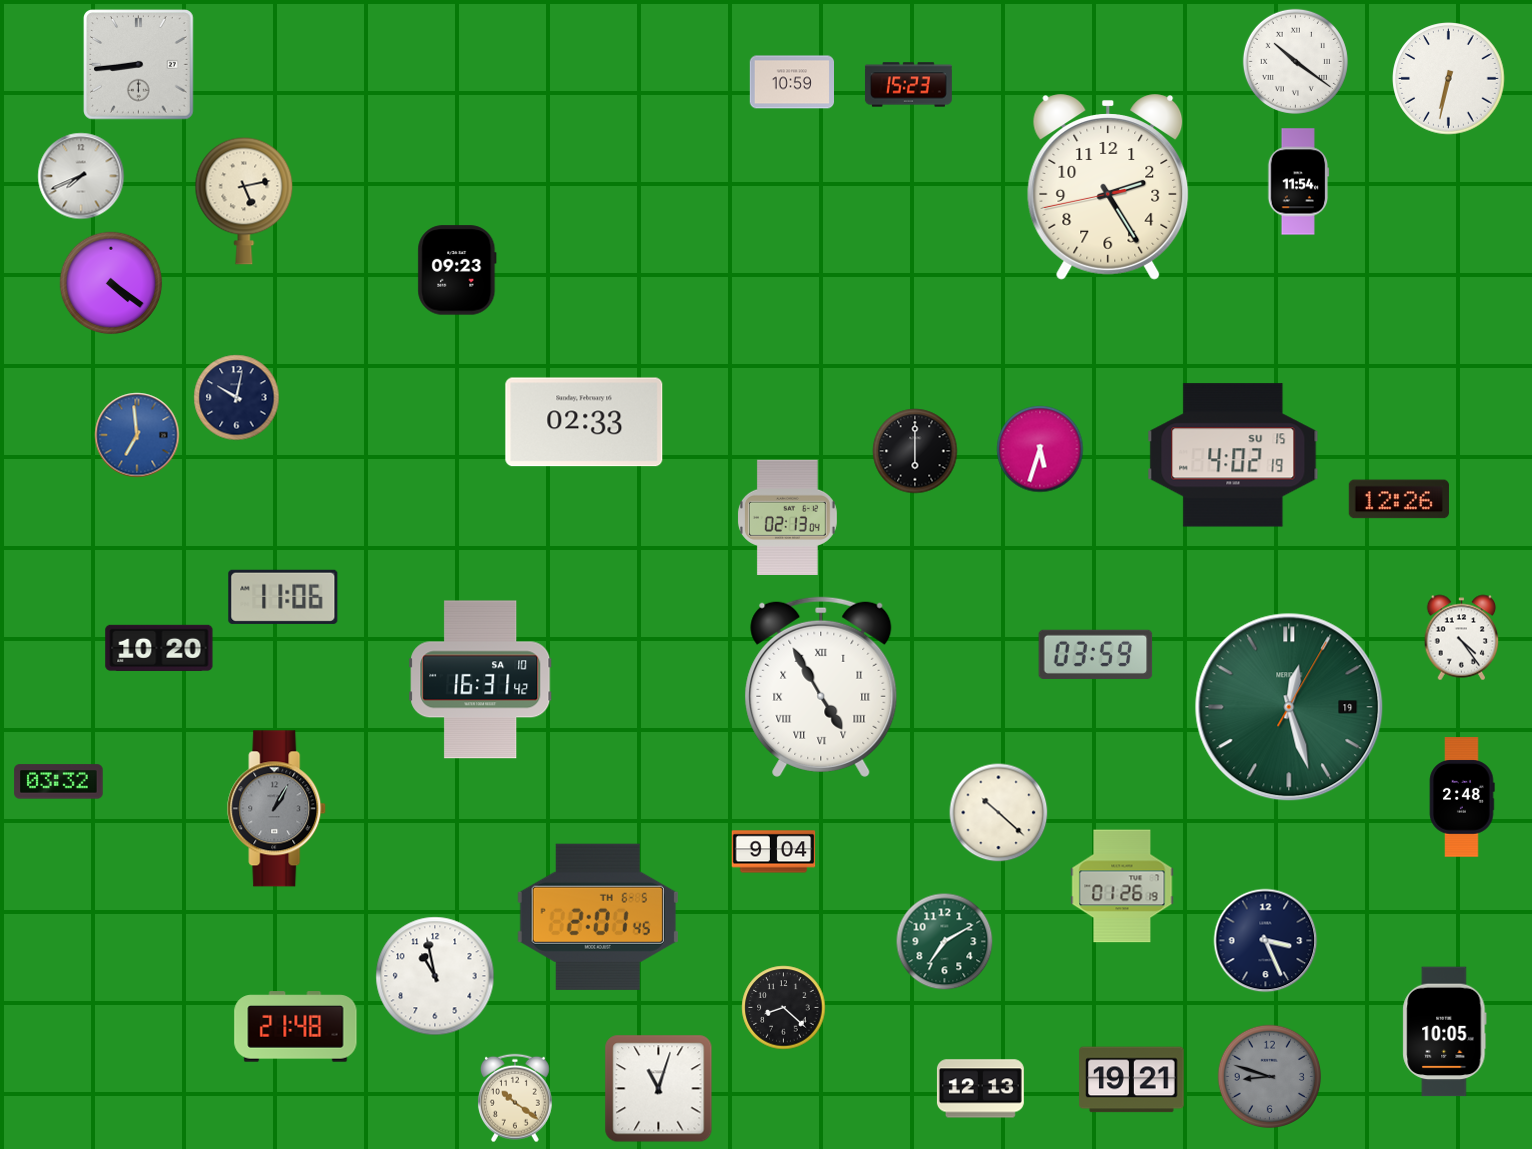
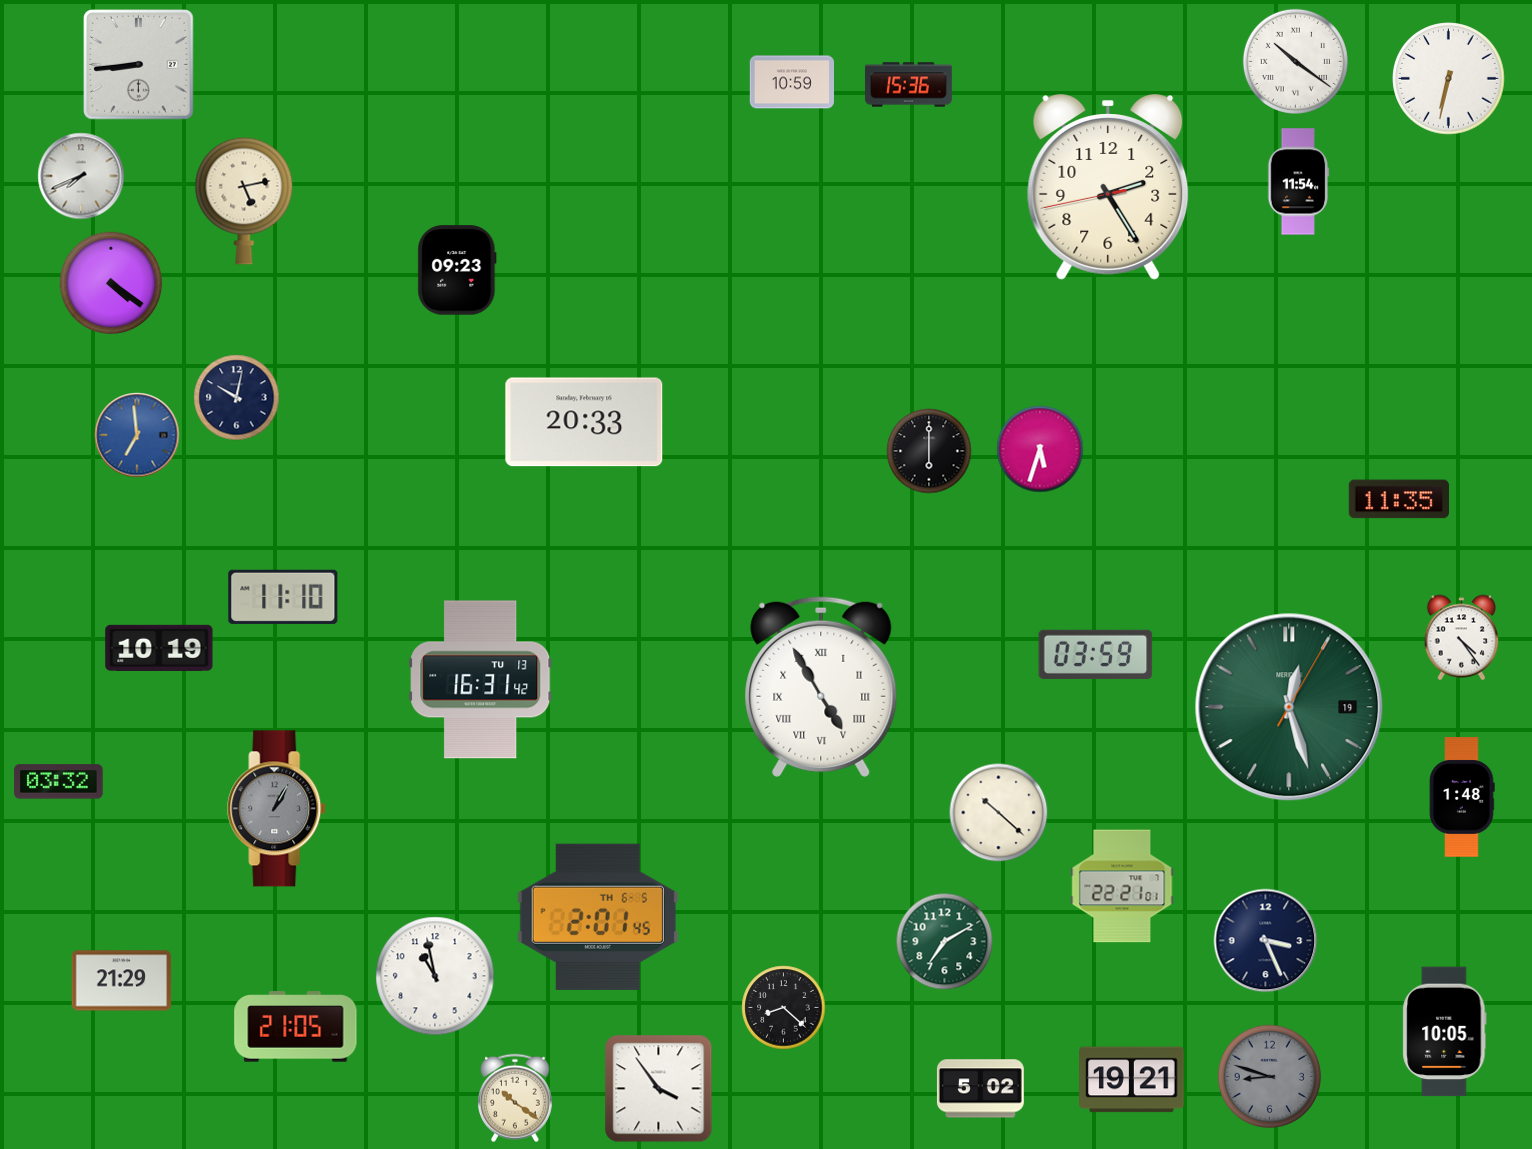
clock at (908, 85): 15:23 -> 15:36
clock at (584, 422): 02:33 -> 20:33
clock at (915, 451) position: (915, 451) -> (929, 451)
clock at (1233, 455): 4:02 -> none
clock at (1399, 499): 12:26 -> 11:35
clock at (787, 517): 02:13 -> none
clock at (283, 597): 11:06 -> 11:10
clock at (159, 648): 10:20 -> 10:19
clock at (481, 680) date: SA 10 -> TU 13
clock at (1462, 797): 2:48 -> 1:48
clock at (774, 852): 9:04 -> none
clock at (1122, 886): 01:26 -> 22:21
clock at (122, 981): none -> 21:29
clock at (296, 1027): 21:48 -> 21:05
clock at (659, 1089): 11:03 -> 3:54
clock at (980, 1089): 12:13 -> 5:02
